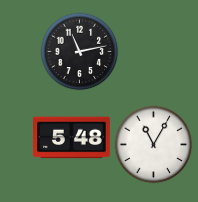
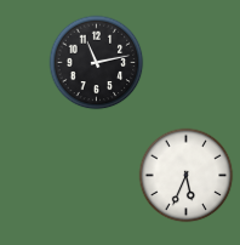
clock at (72, 138): 5:48 -> none
clock at (153, 144): 11:05 -> 5:34
